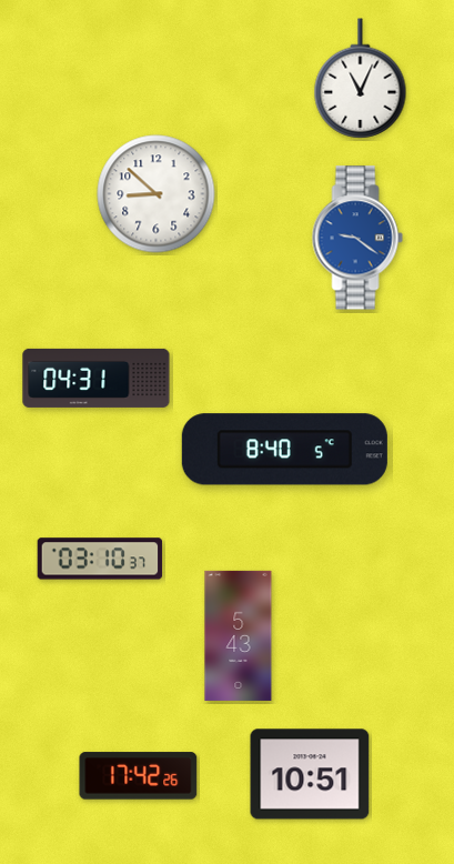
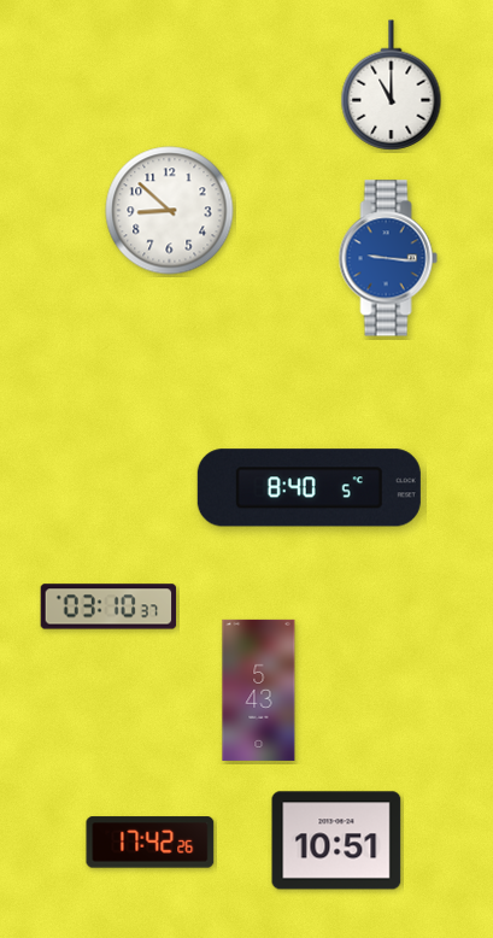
clock at (361, 79): 11:04 -> 11:00
clock at (357, 238): 9:21 -> 9:16
clock at (97, 378): 04:31 -> none
